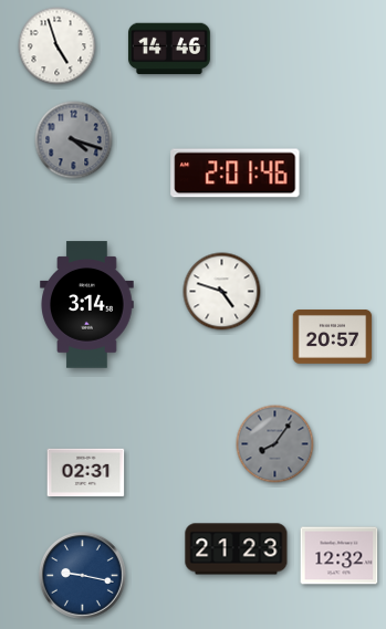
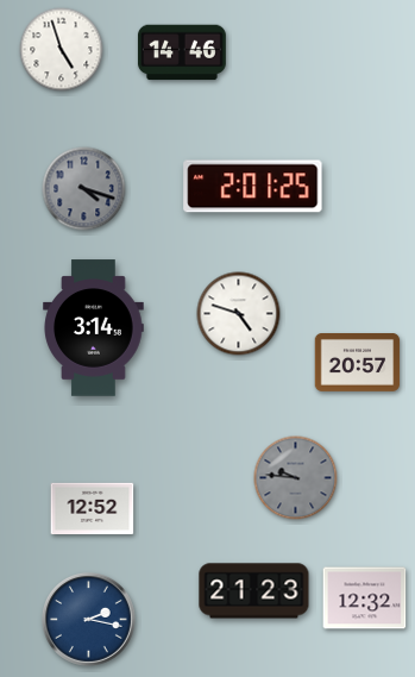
clock at (74, 140) position: (74, 140) -> (84, 189)
clock at (236, 174): 2:01:46 -> 2:01:25
clock at (275, 444): 8:06 -> 9:46
clock at (86, 473): 02:31 -> 12:52
clock at (83, 576): 9:17 -> 2:17
